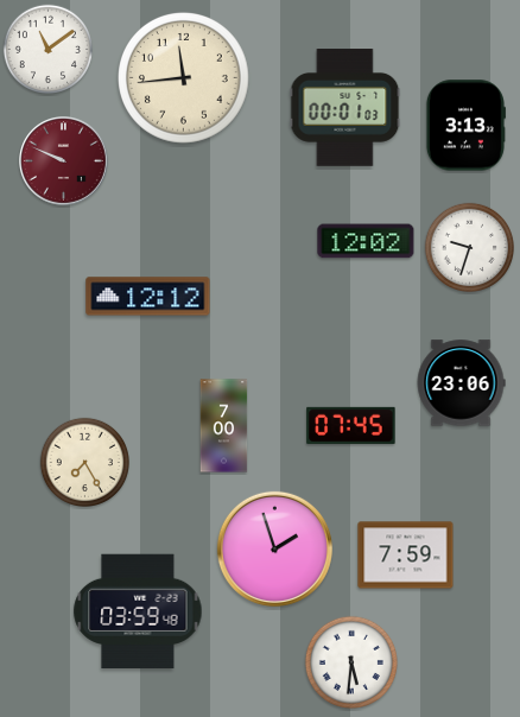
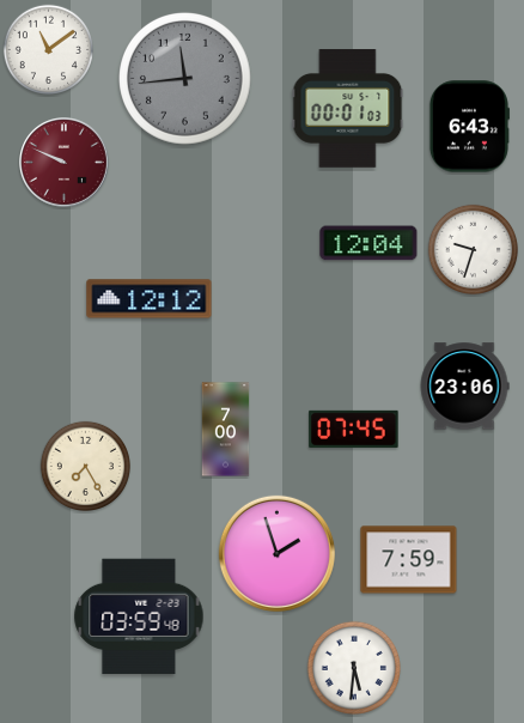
clock at (184, 78) dial: cream -> grey
clock at (465, 126): 3:13 -> 6:43
clock at (366, 241): 12:02 -> 12:04
